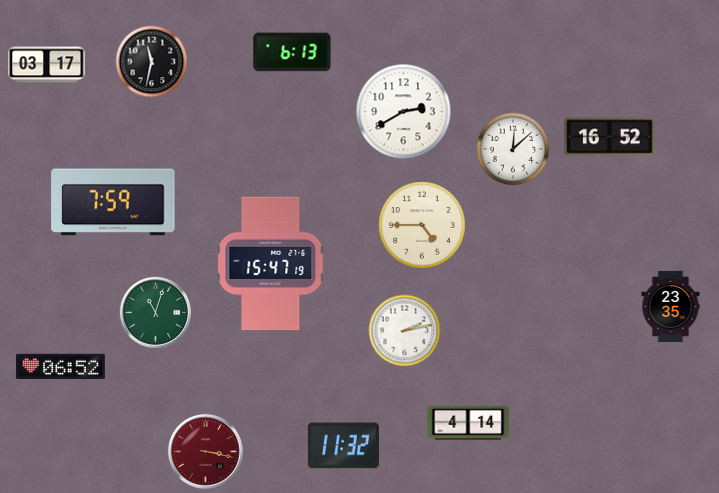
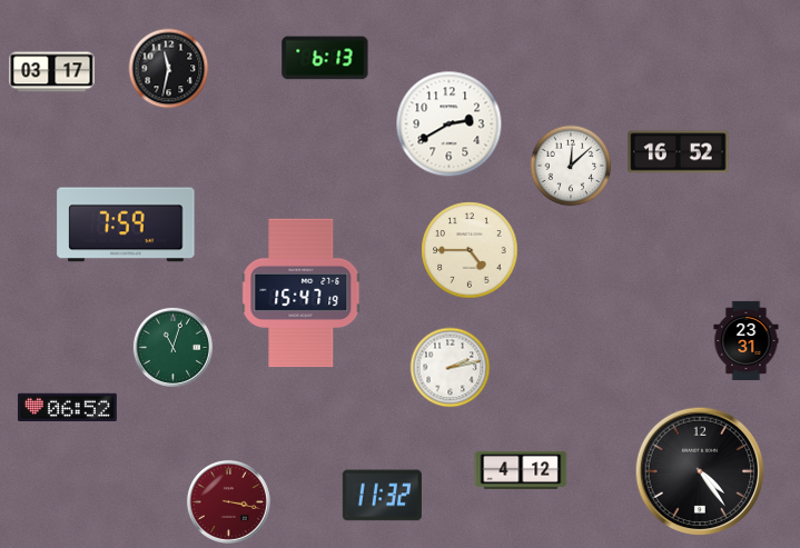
clock at (671, 306): 23:35 -> 23:31
clock at (468, 423): 4:14 -> 4:12
clock at (700, 471): none -> 4:24
